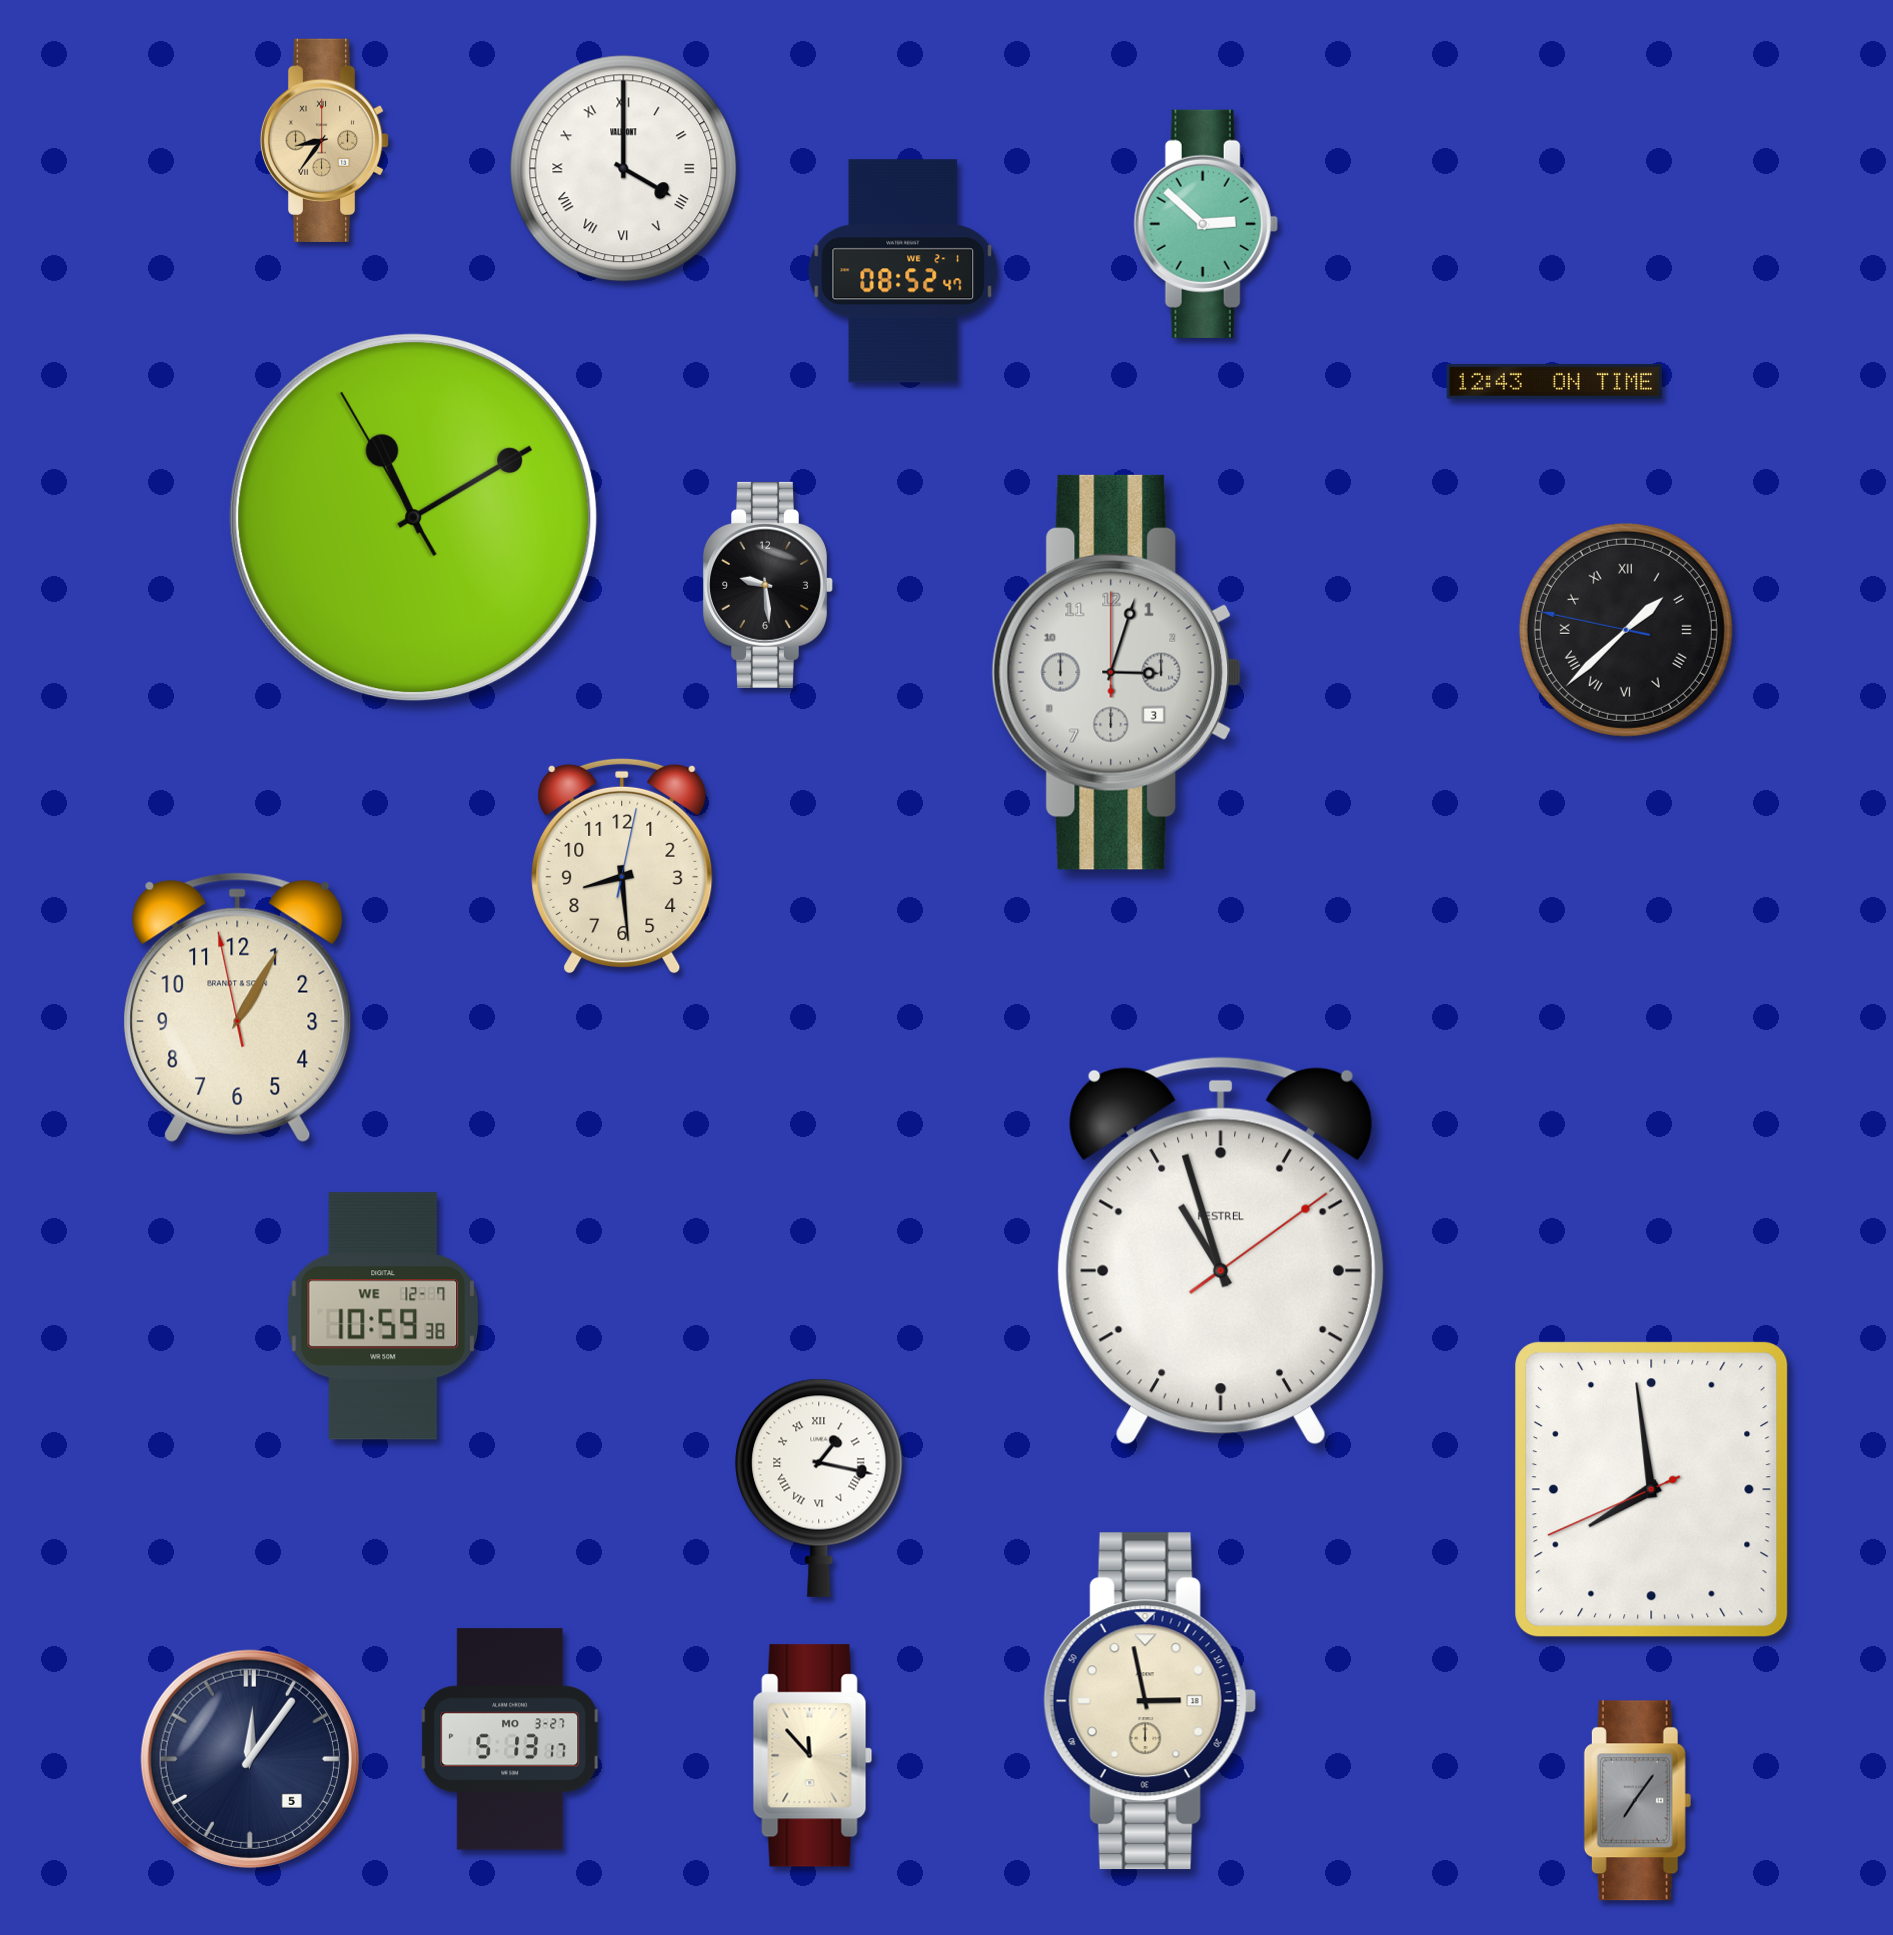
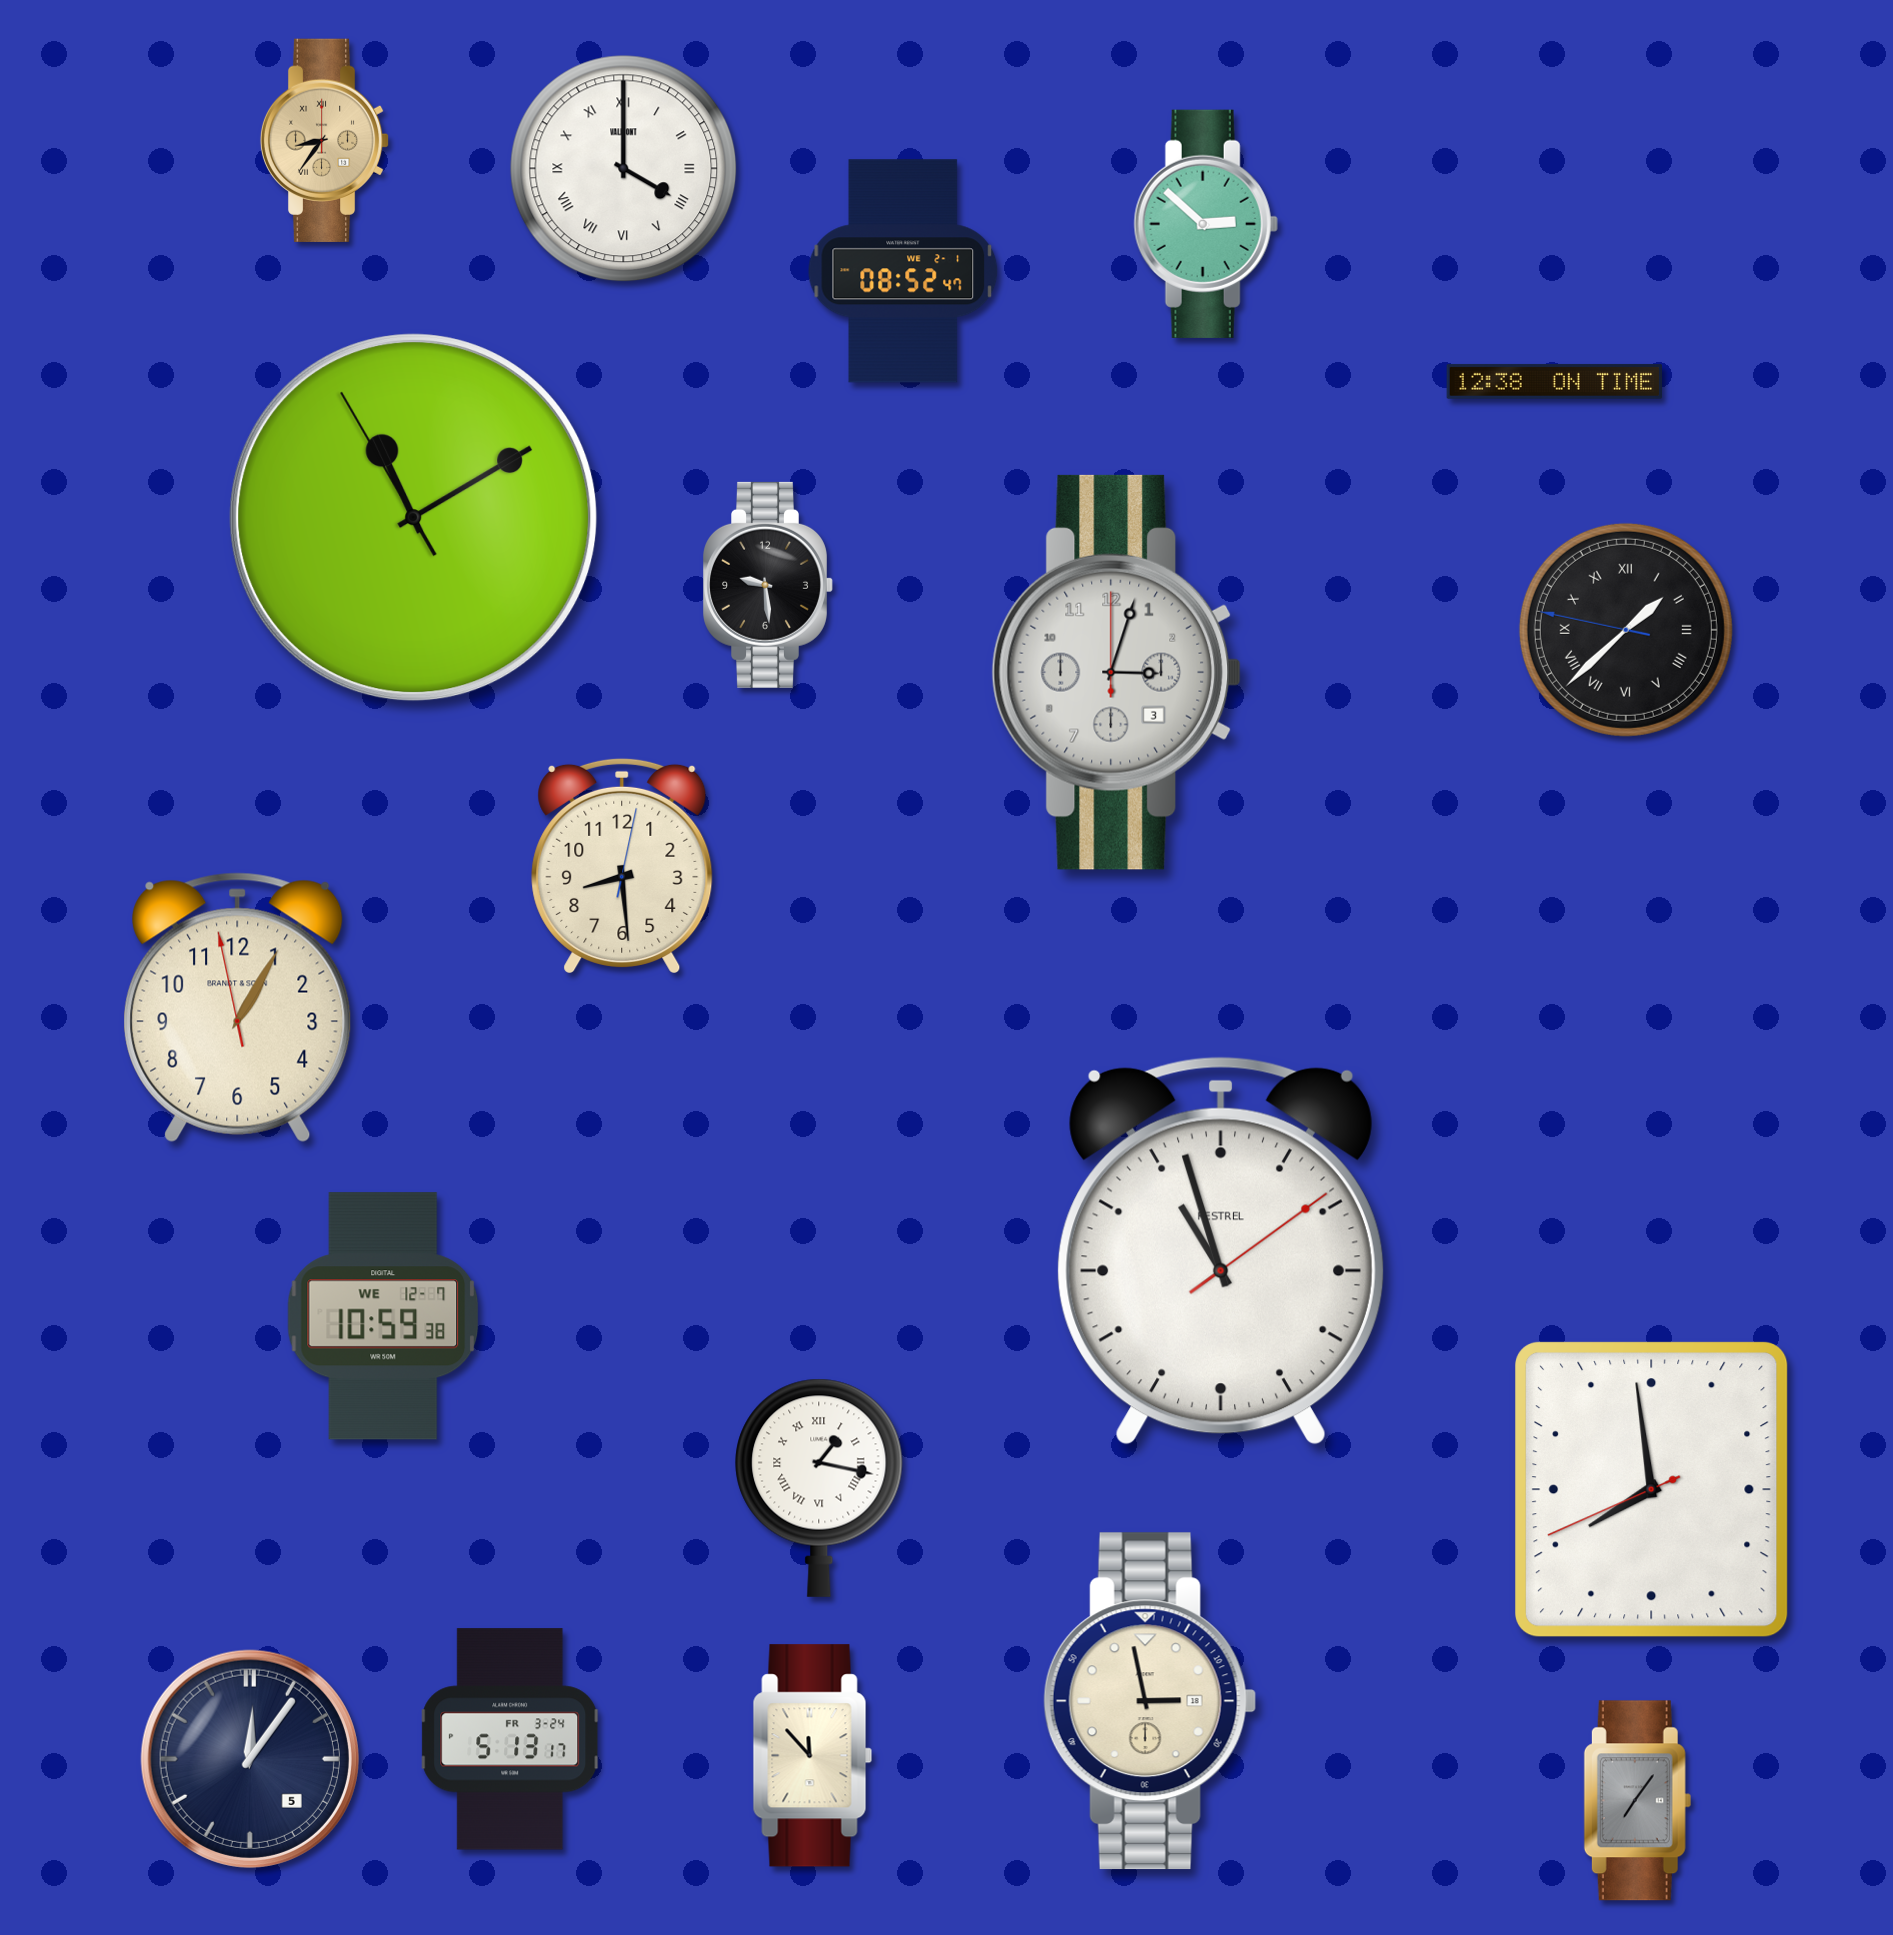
clock at (1554, 381): 12:43 -> 12:38
clock at (510, 1739) date: MO 3-27 -> FR 3-24
